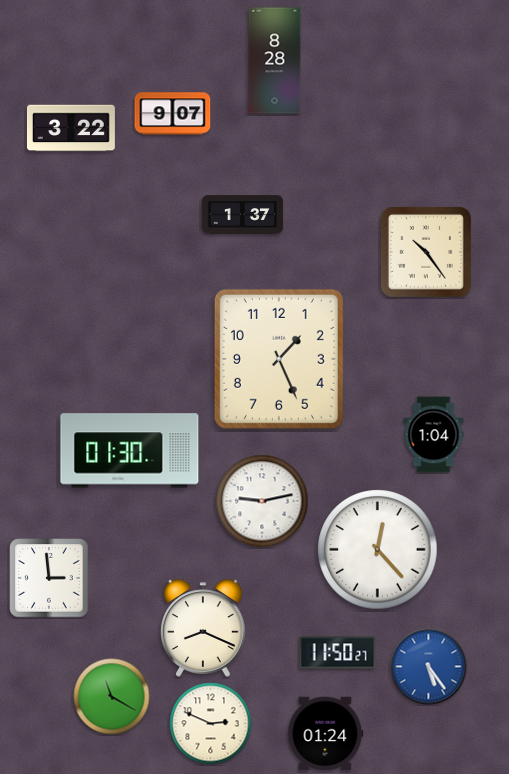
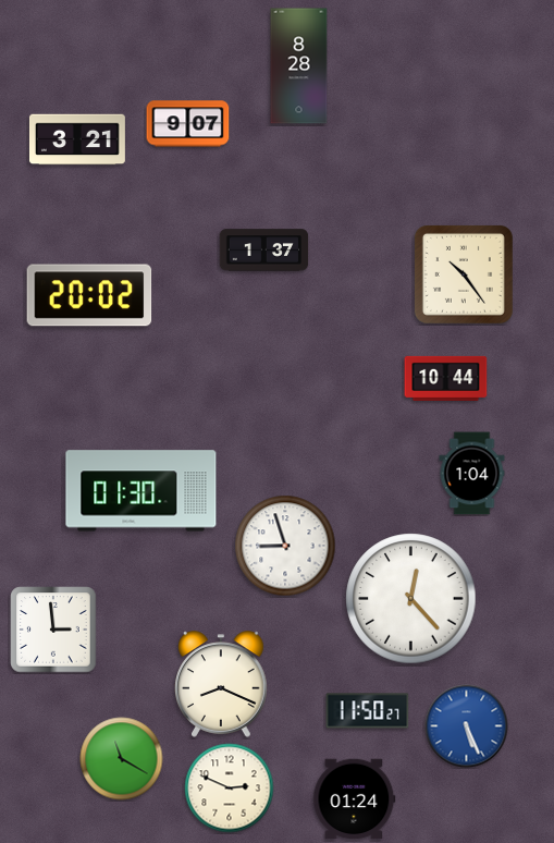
clock at (71, 128): 3:22 -> 3:21
clock at (243, 215) position: (243, 215) -> (264, 251)
clock at (89, 295): none -> 20:02
clock at (446, 378): none -> 10:44
clock at (279, 359): 1:26 -> none
clock at (262, 501): 9:13 -> 8:57
clock at (429, 667): 5:24 -> 5:26
